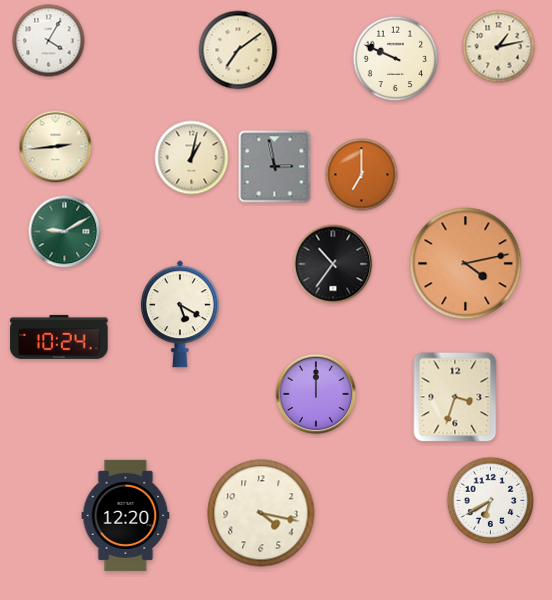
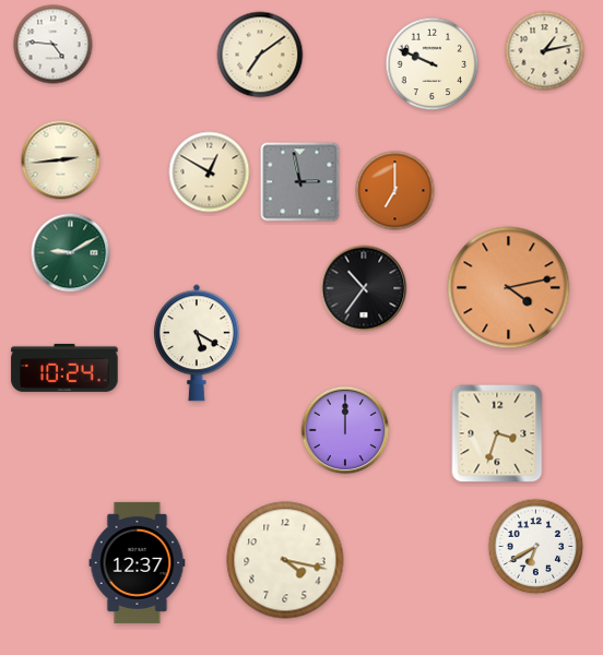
clock at (49, 41): 4:05 -> 4:46
clock at (192, 158): 1:02 -> 12:50
clock at (126, 515): 12:20 -> 12:37
